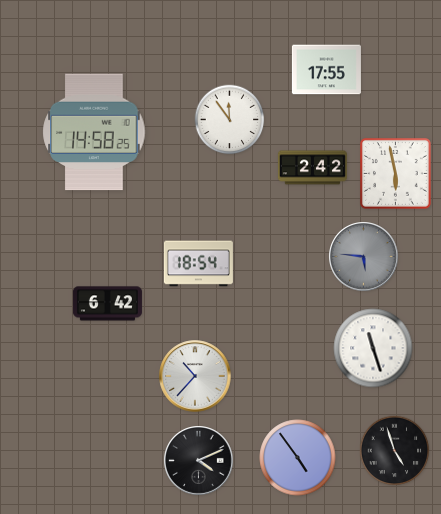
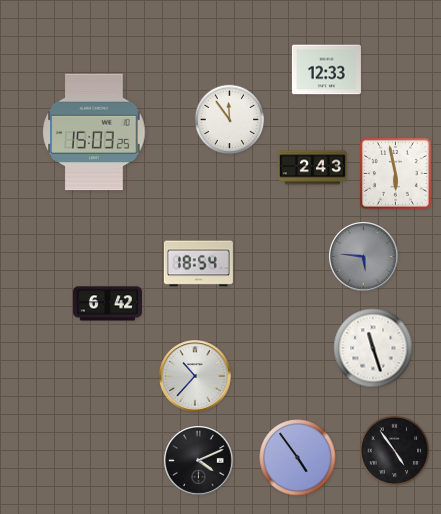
clock at (326, 70): 17:55 -> 12:33
clock at (94, 132): 14:58 -> 15:03
clock at (312, 168): 2:42 -> 2:43
clock at (395, 451): 4:57 -> 4:54
